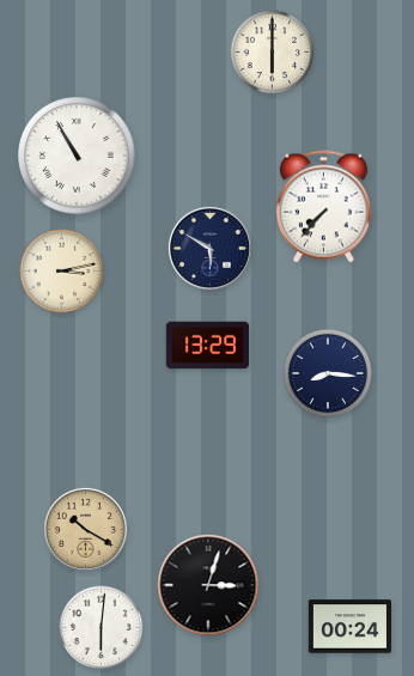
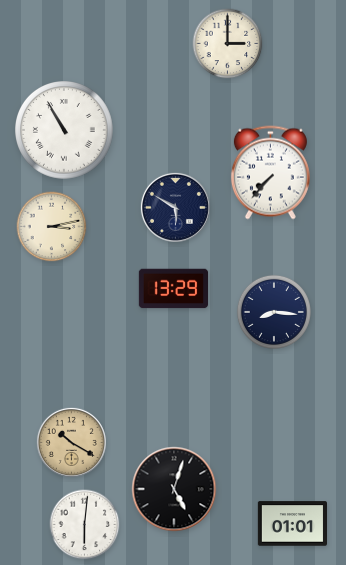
clock at (273, 53): 6:00 -> 3:00
clock at (208, 585): 3:03 -> 5:03
clock at (349, 627): 00:24 -> 01:01
